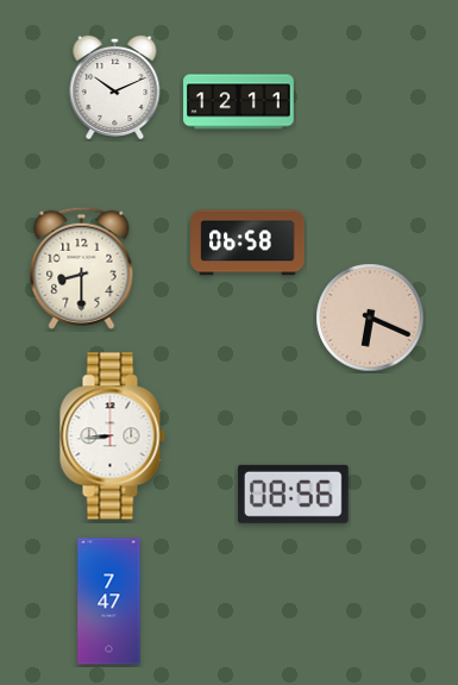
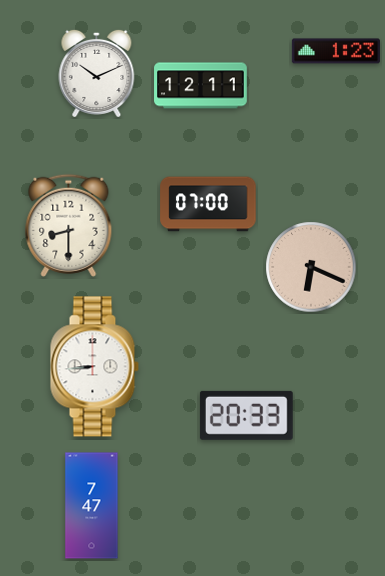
clock at (336, 51): none -> 1:23
clock at (247, 243): 06:58 -> 07:00
clock at (293, 494): 08:56 -> 20:33
